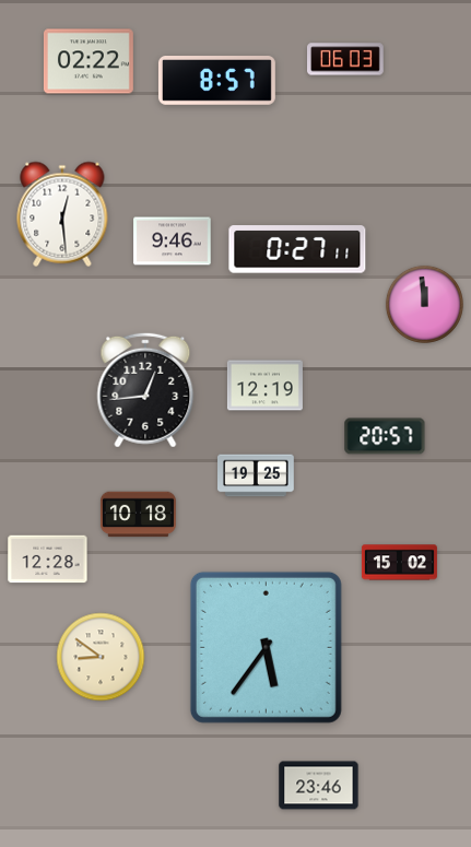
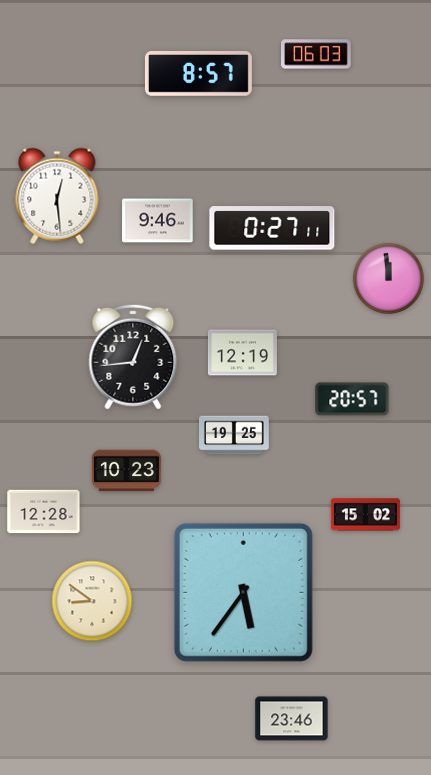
clock at (89, 61): 02:22 -> none
clock at (138, 515): 10:18 -> 10:23
